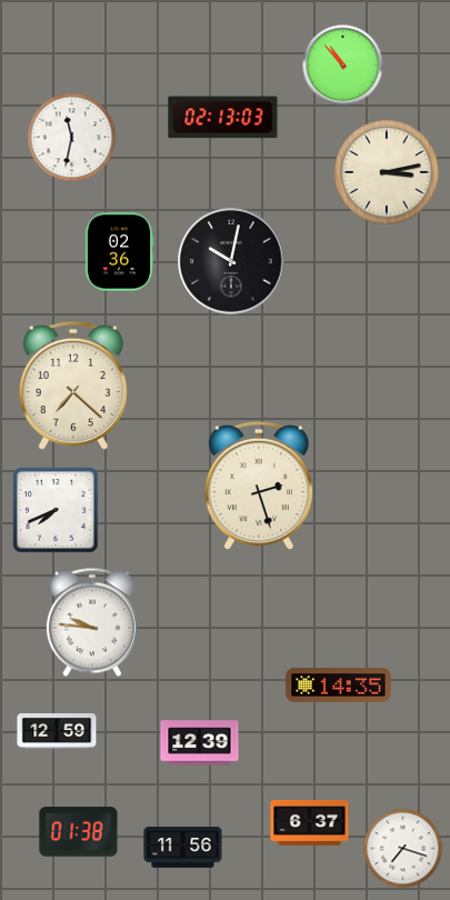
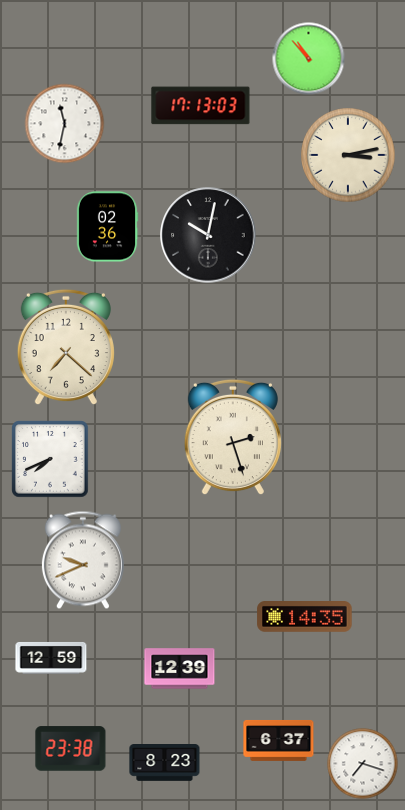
clock at (223, 118): 02:13 -> 17:13
clock at (92, 622): 9:46 -> 9:41
clock at (79, 832): 01:38 -> 23:38
clock at (183, 848): 11:56 -> 8:23
